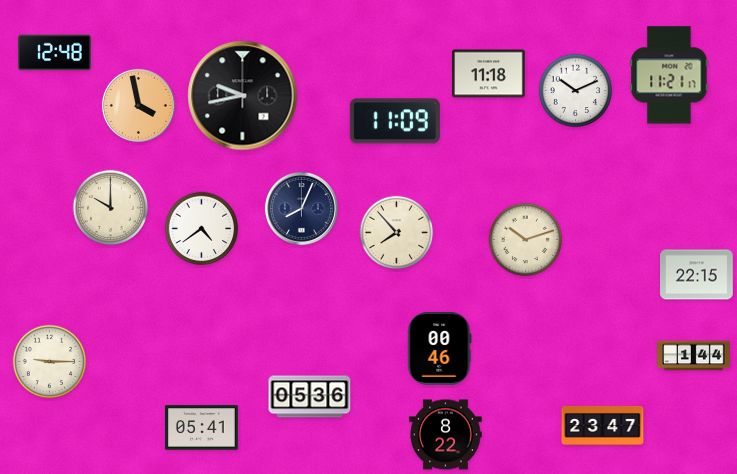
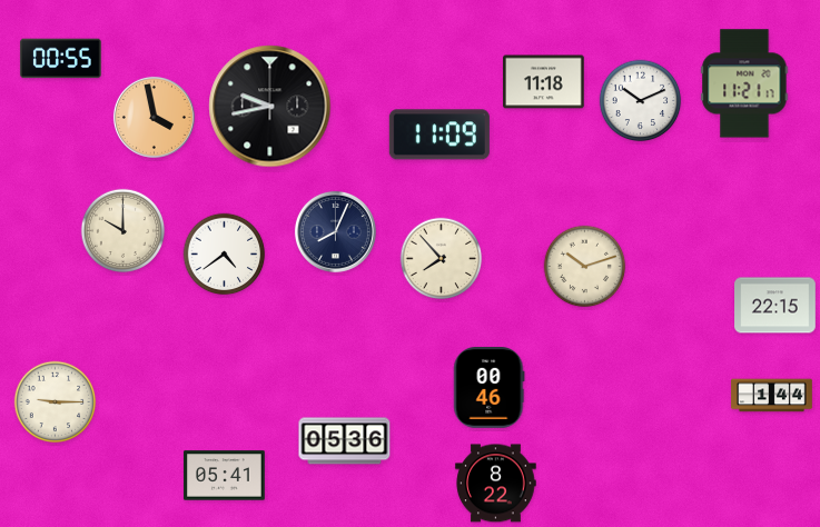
clock at (55, 53): 12:48 -> 00:55
clock at (603, 425): 23:47 -> none
